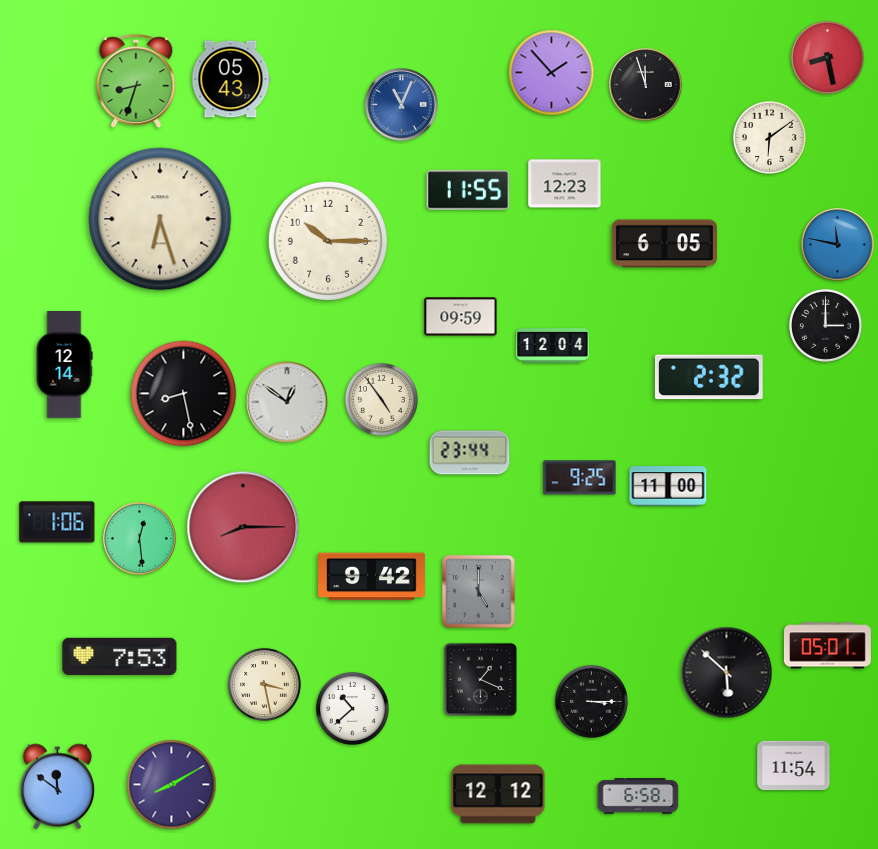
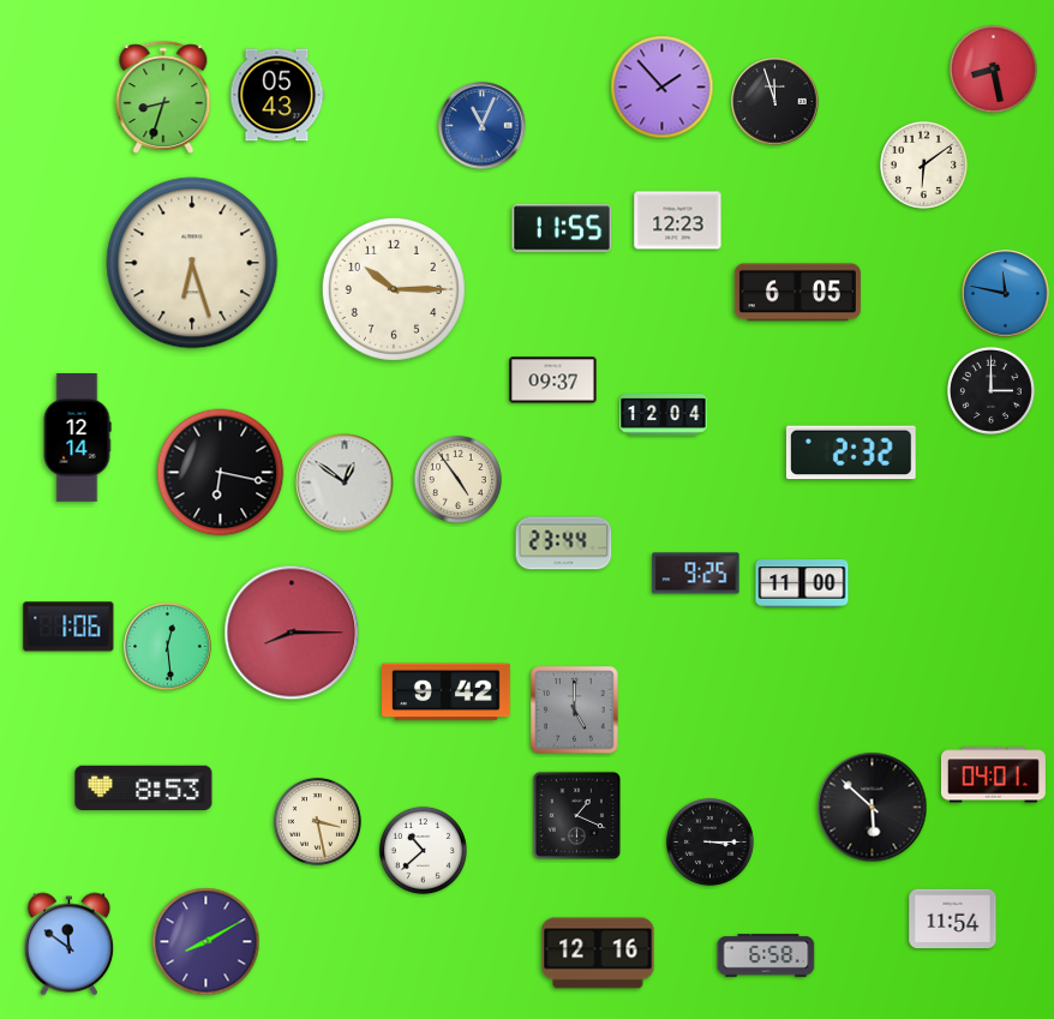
clock at (461, 317): 09:59 -> 09:37
clock at (184, 394): 8:28 -> 6:17
clock at (827, 646): 05:01 -> 04:01
clock at (120, 657): 7:53 -> 8:53
clock at (498, 794): 12:12 -> 12:16
